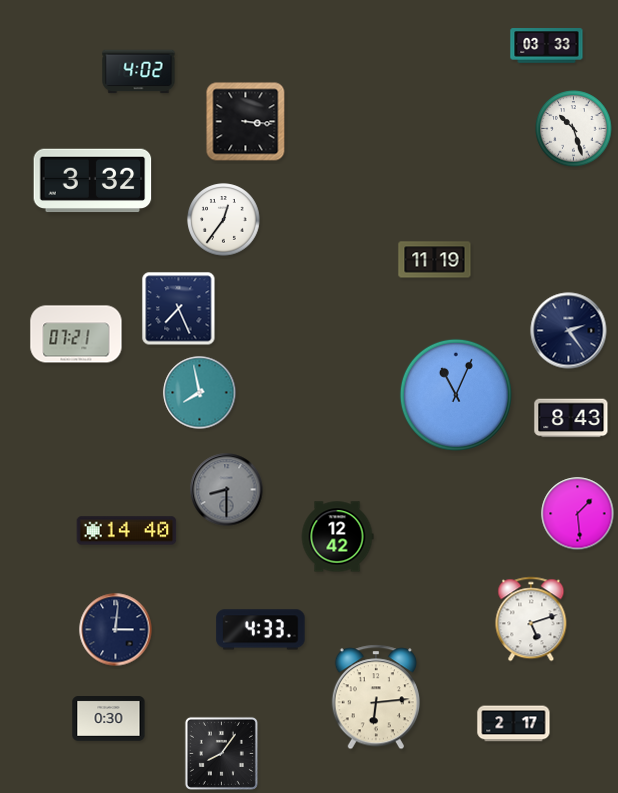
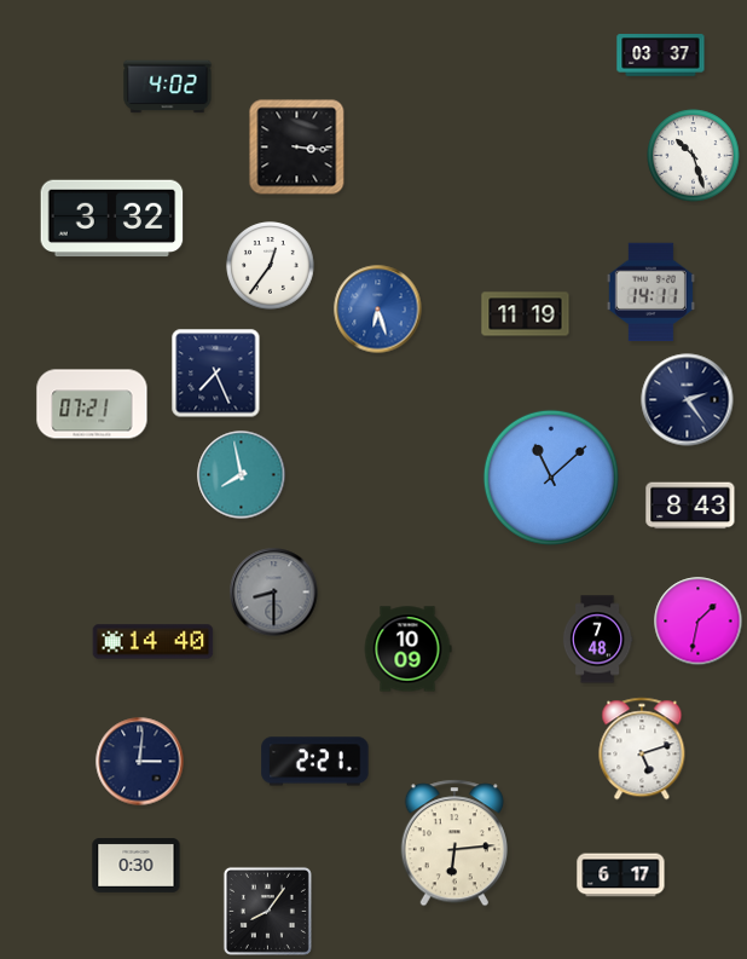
clock at (547, 46): 03:33 -> 03:37
clock at (650, 293): none -> 14:11
clock at (378, 310): none -> 6:27
clock at (456, 395): 11:04 -> 11:08
clock at (578, 514): 1:29 -> 1:32
clock at (597, 640): none -> 7:48
clock at (337, 537): 12:42 -> 10:09
clock at (261, 630): 4:33 -> 2:21
clock at (109, 719) position: (109, 719) -> (137, 866)
clock at (514, 724): 2:17 -> 6:17
